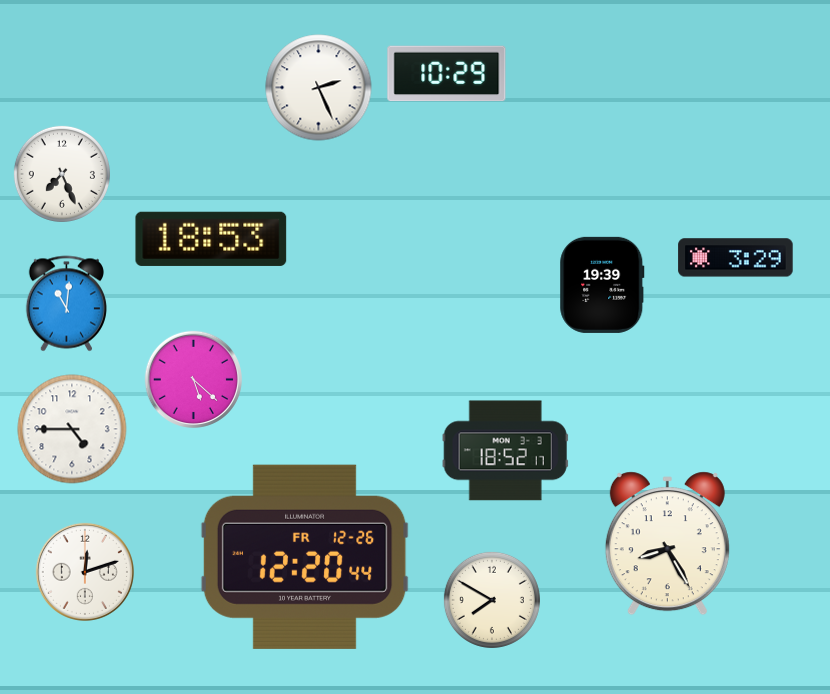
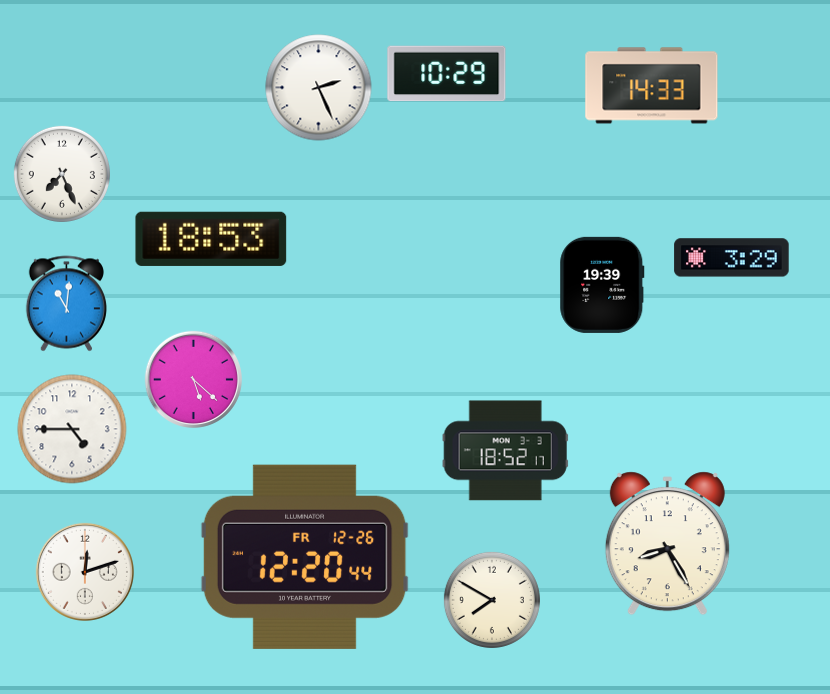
clock at (652, 86): none -> 14:33
clock at (736, 258) position: (736, 258) -> (732, 258)
